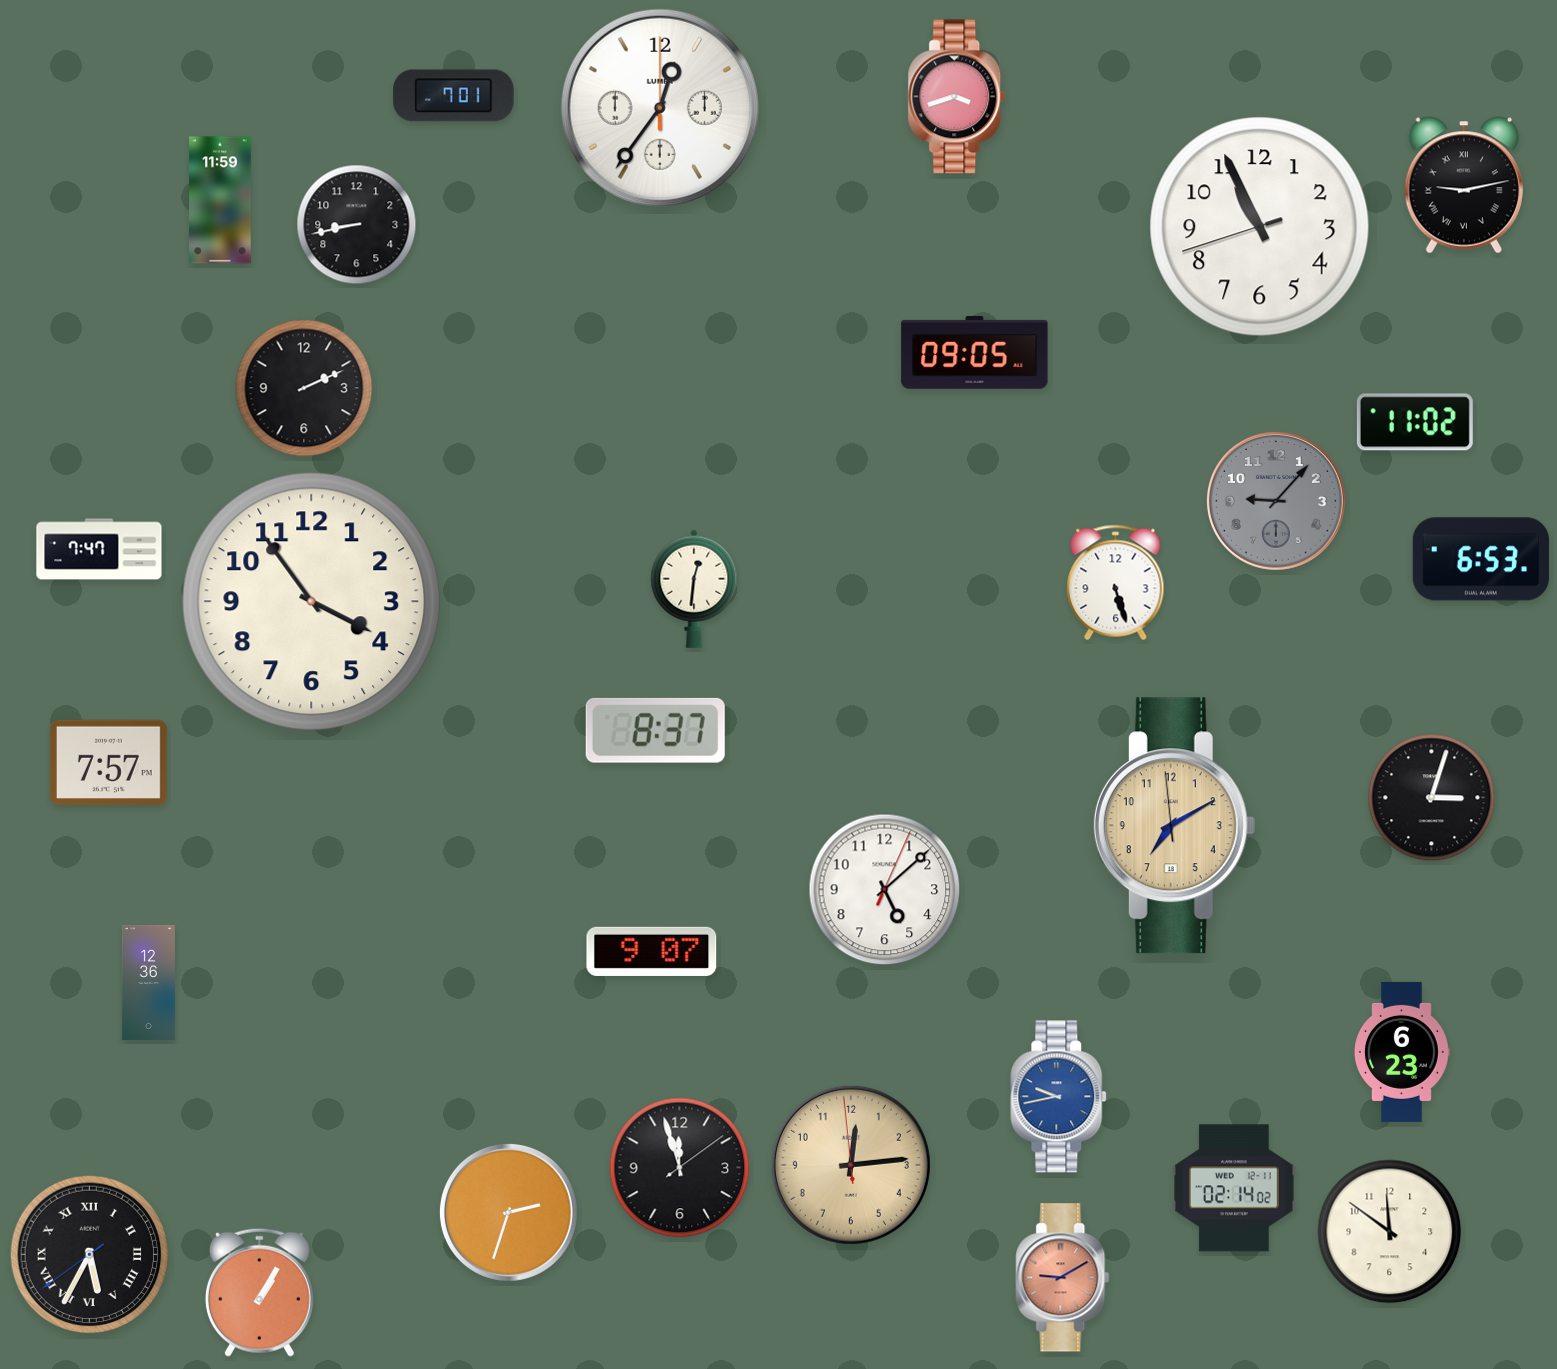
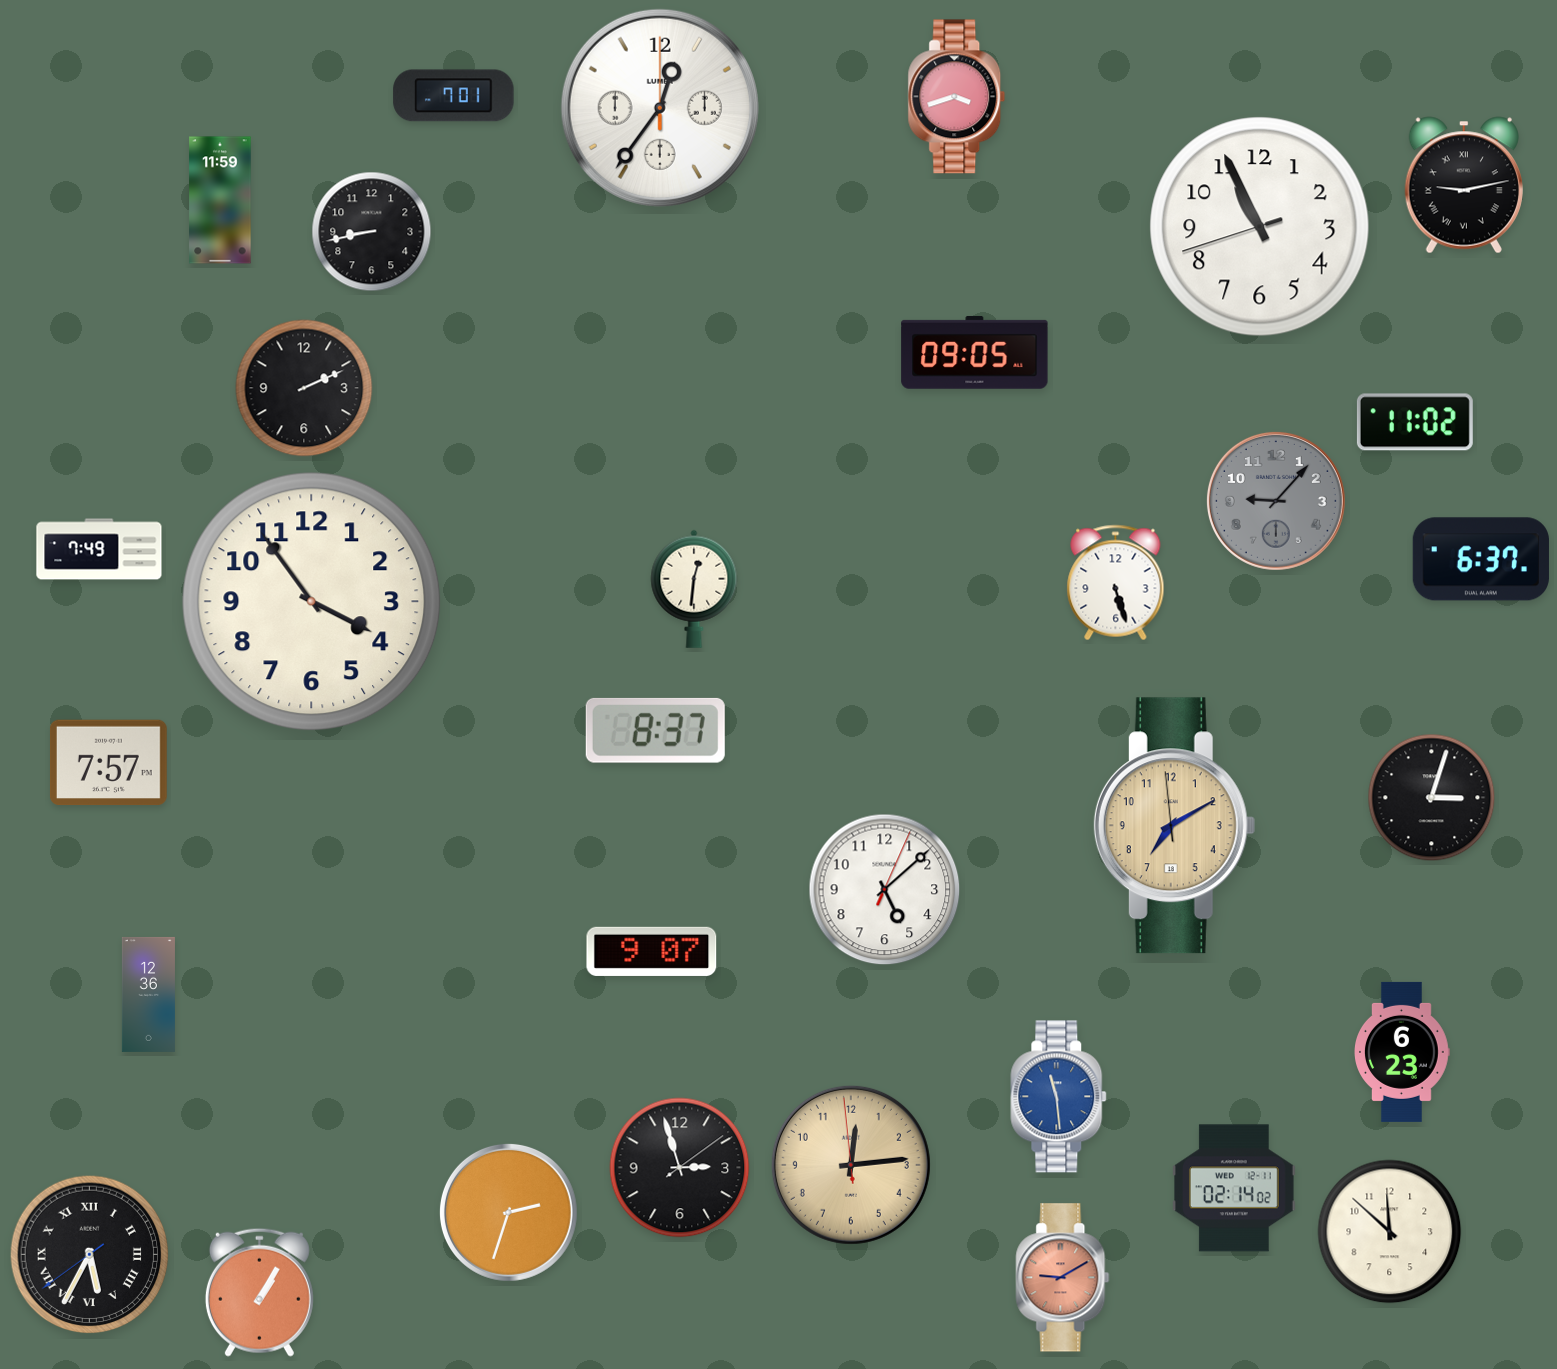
clock at (357, 225) position: (357, 225) -> (372, 232)
clock at (99, 549): 7:47 -> 7:49
clock at (1481, 559): 6:53 -> 6:37
clock at (148, 982) position: (148, 982) -> (148, 994)
clock at (1059, 1097): 9:43 -> 11:29
clock at (680, 1168): 11:57 -> 2:57
clock at (1390, 1232): 11:51 -> 11:52
